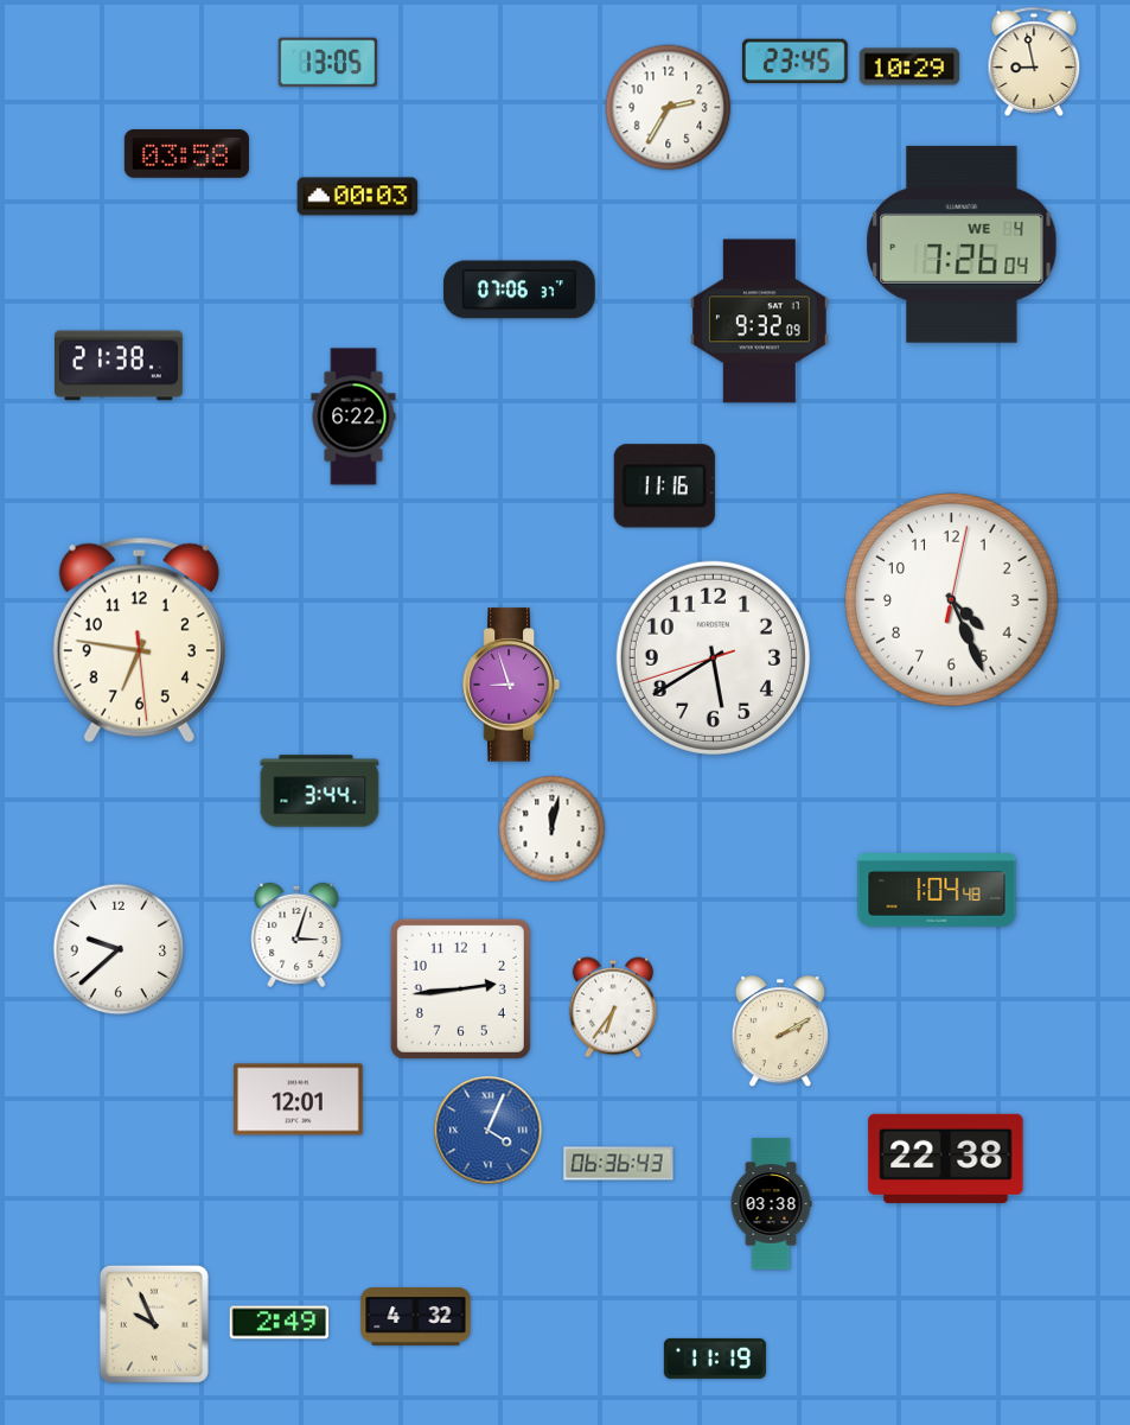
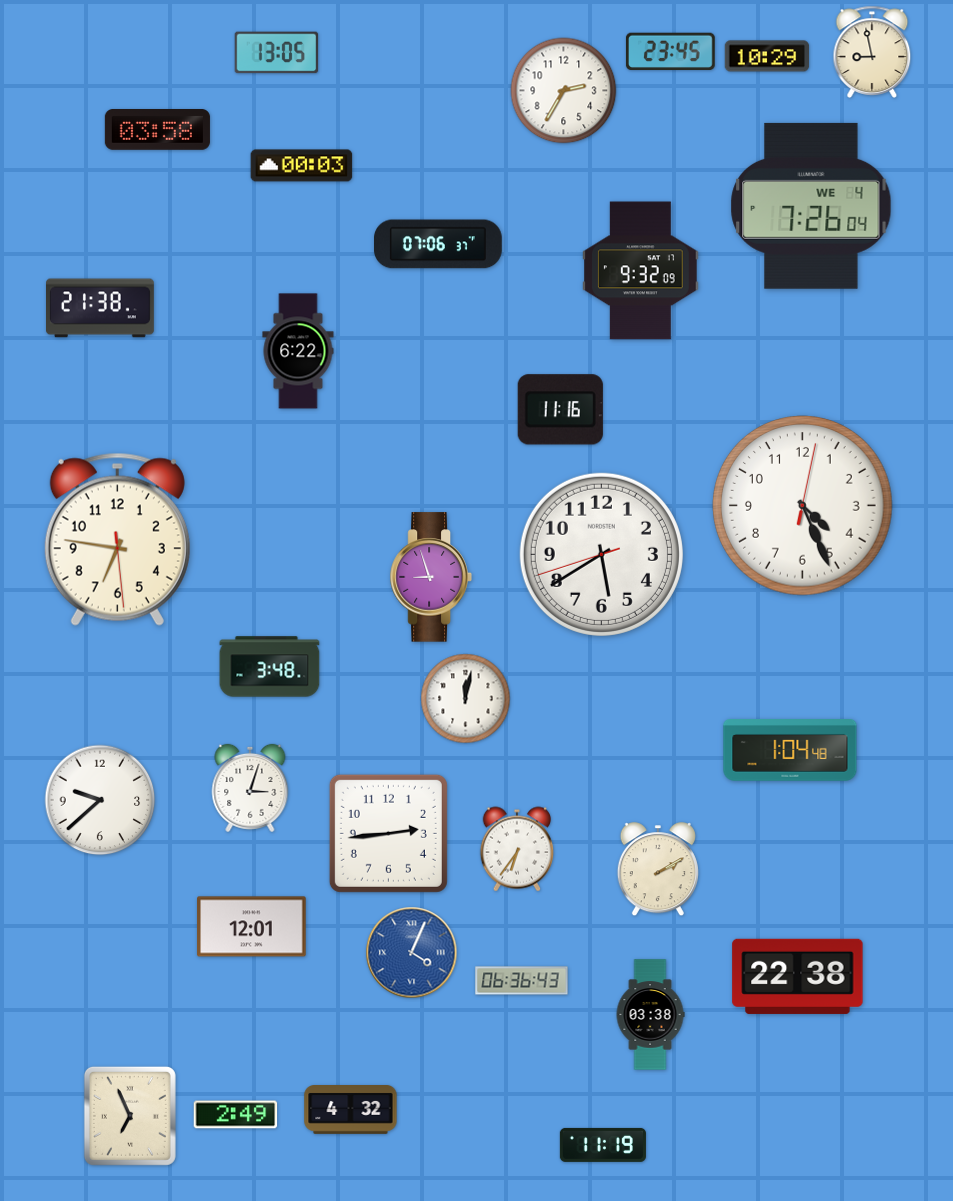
clock at (320, 791): 3:44 -> 3:48
clock at (154, 1324): 9:56 -> 6:56
